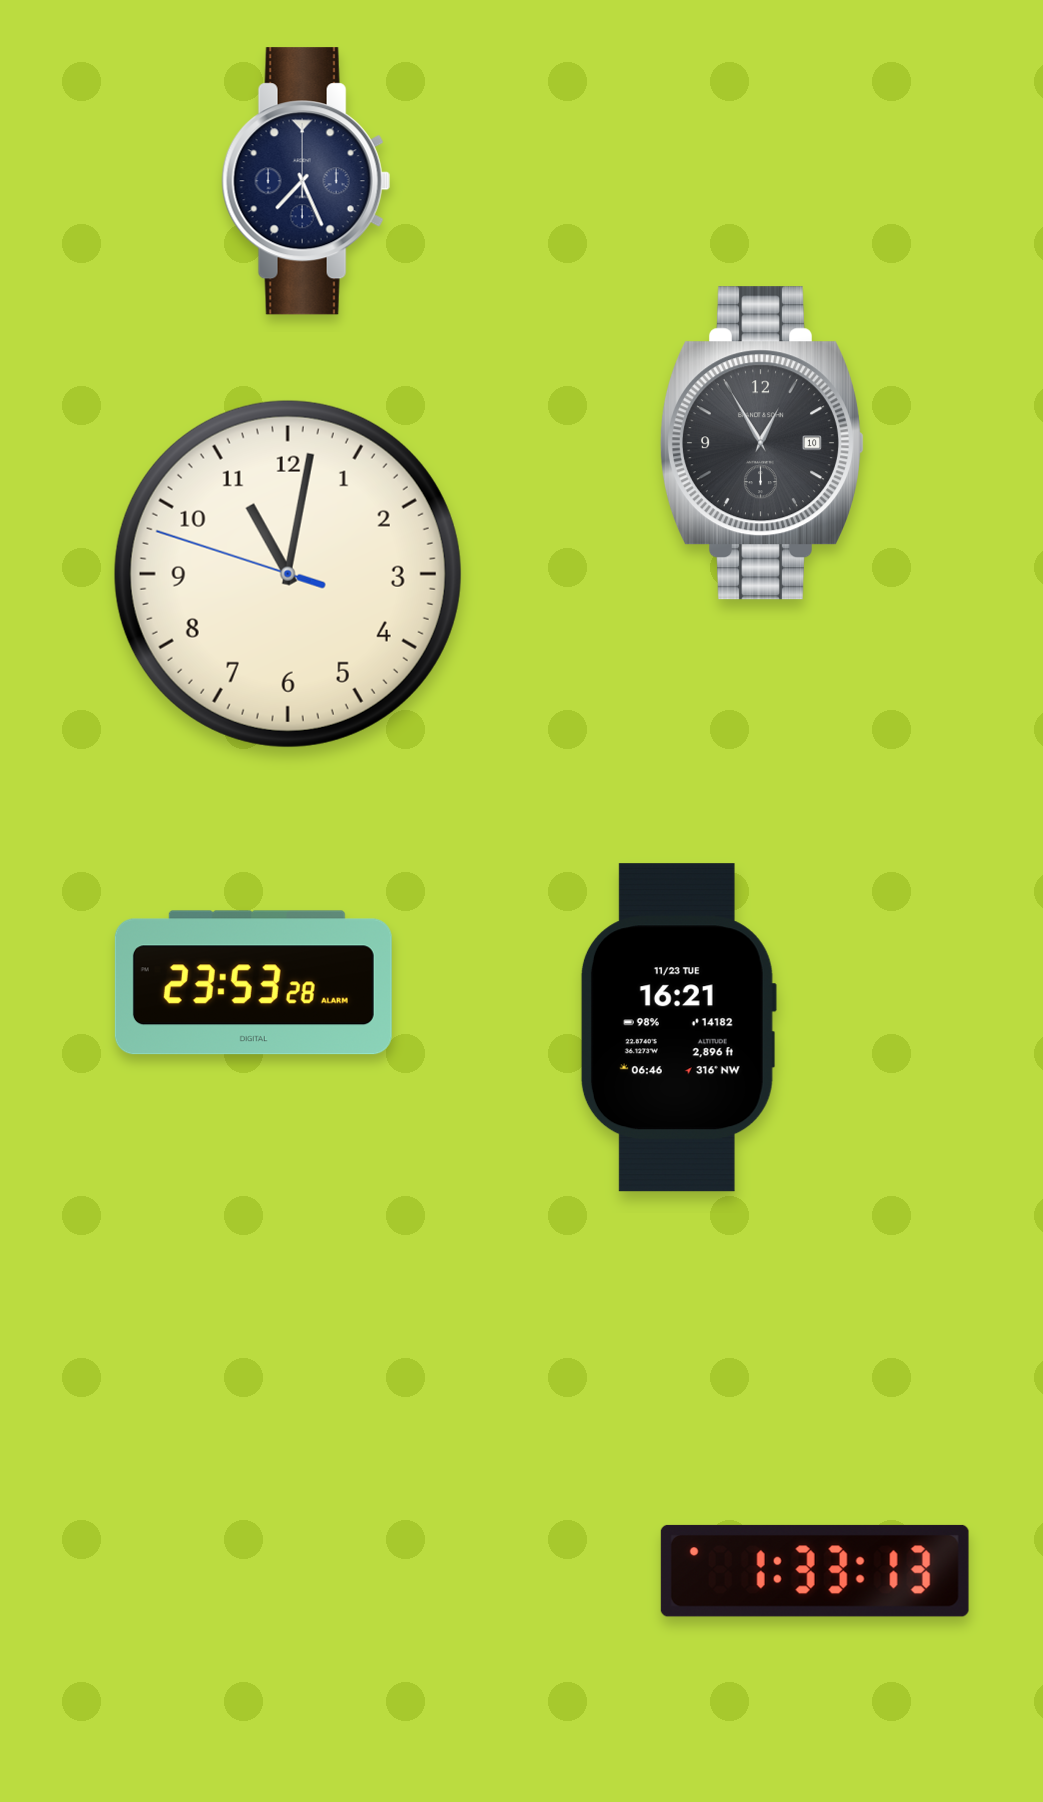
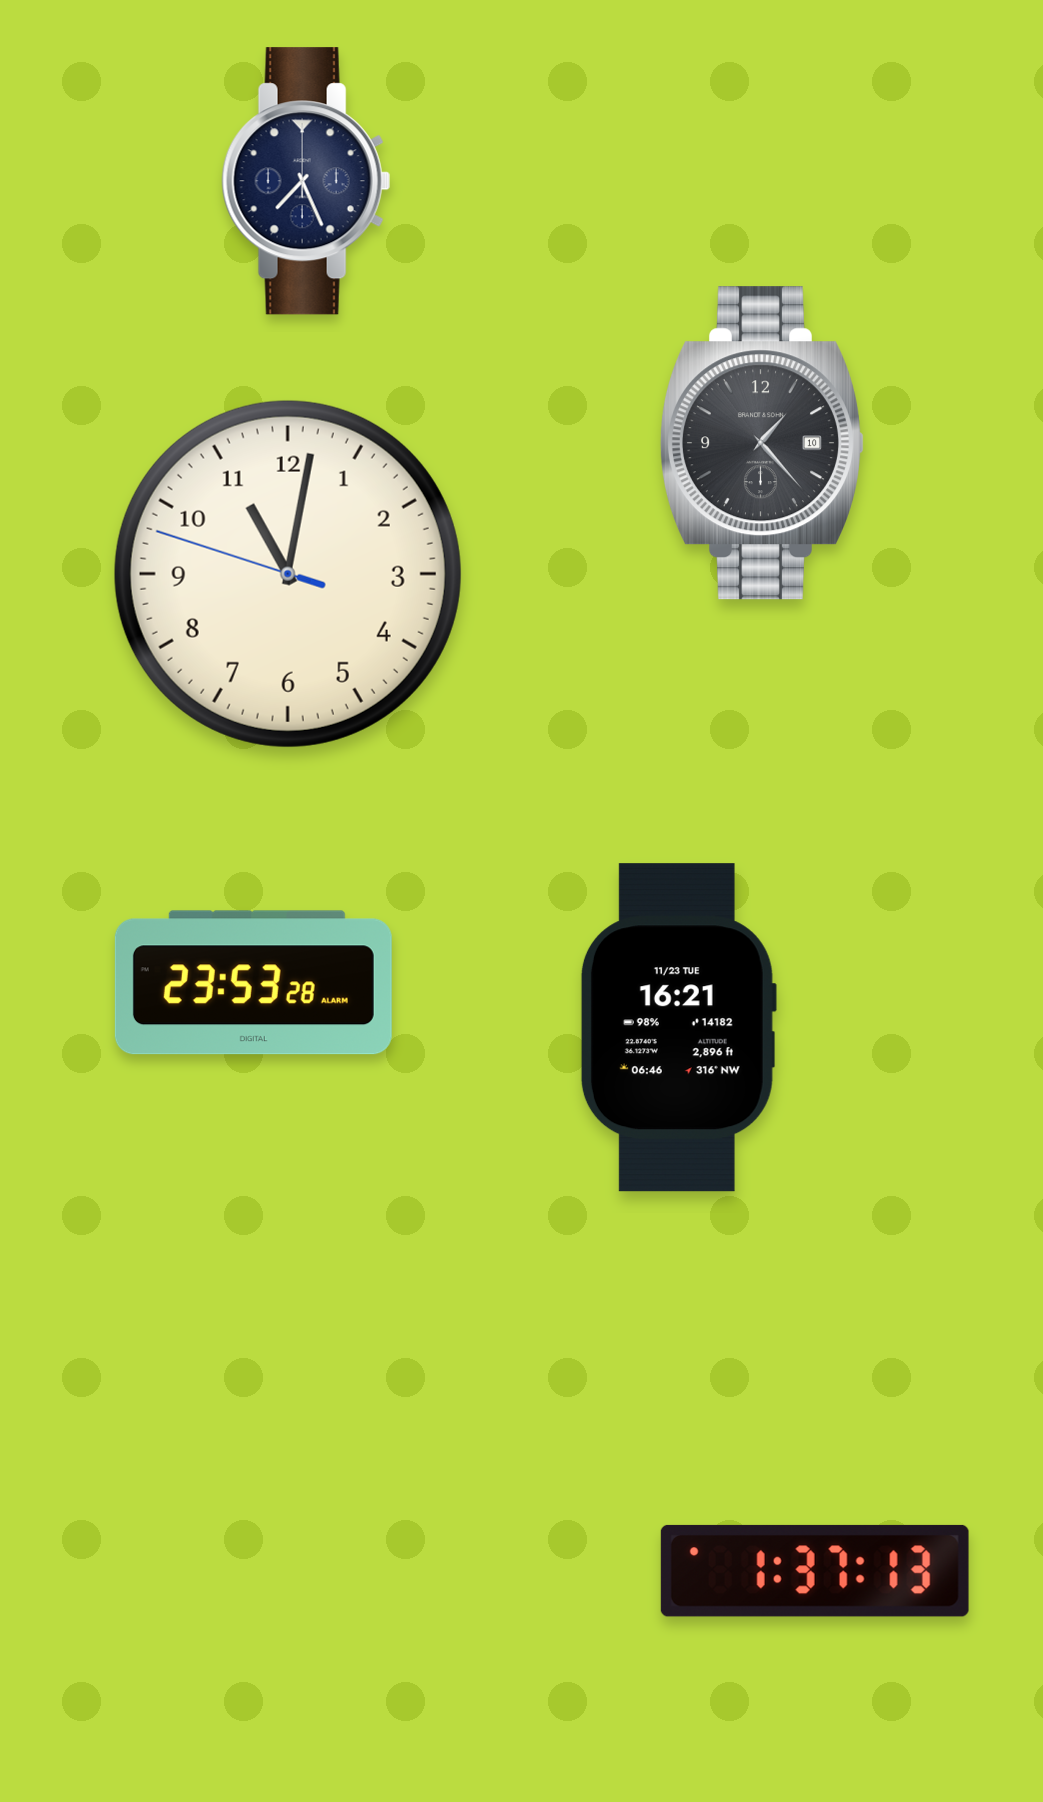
clock at (761, 443): 12:55 -> 1:23
clock at (815, 1571): 1:33 -> 1:37
